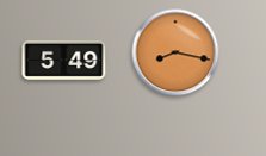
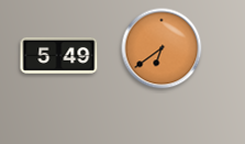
clock at (175, 52): 8:17 -> 6:39
